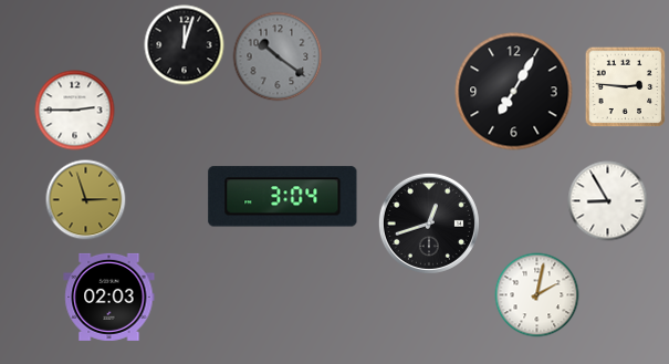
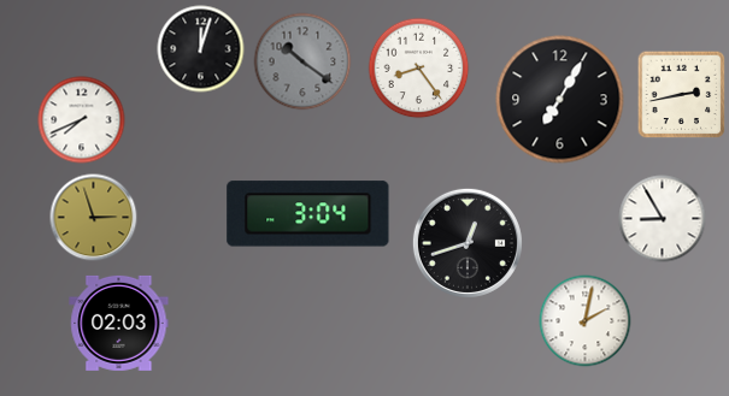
clock at (419, 69): none -> 8:24
clock at (626, 87): 2:46 -> 2:43
clock at (75, 111): 2:45 -> 7:41
